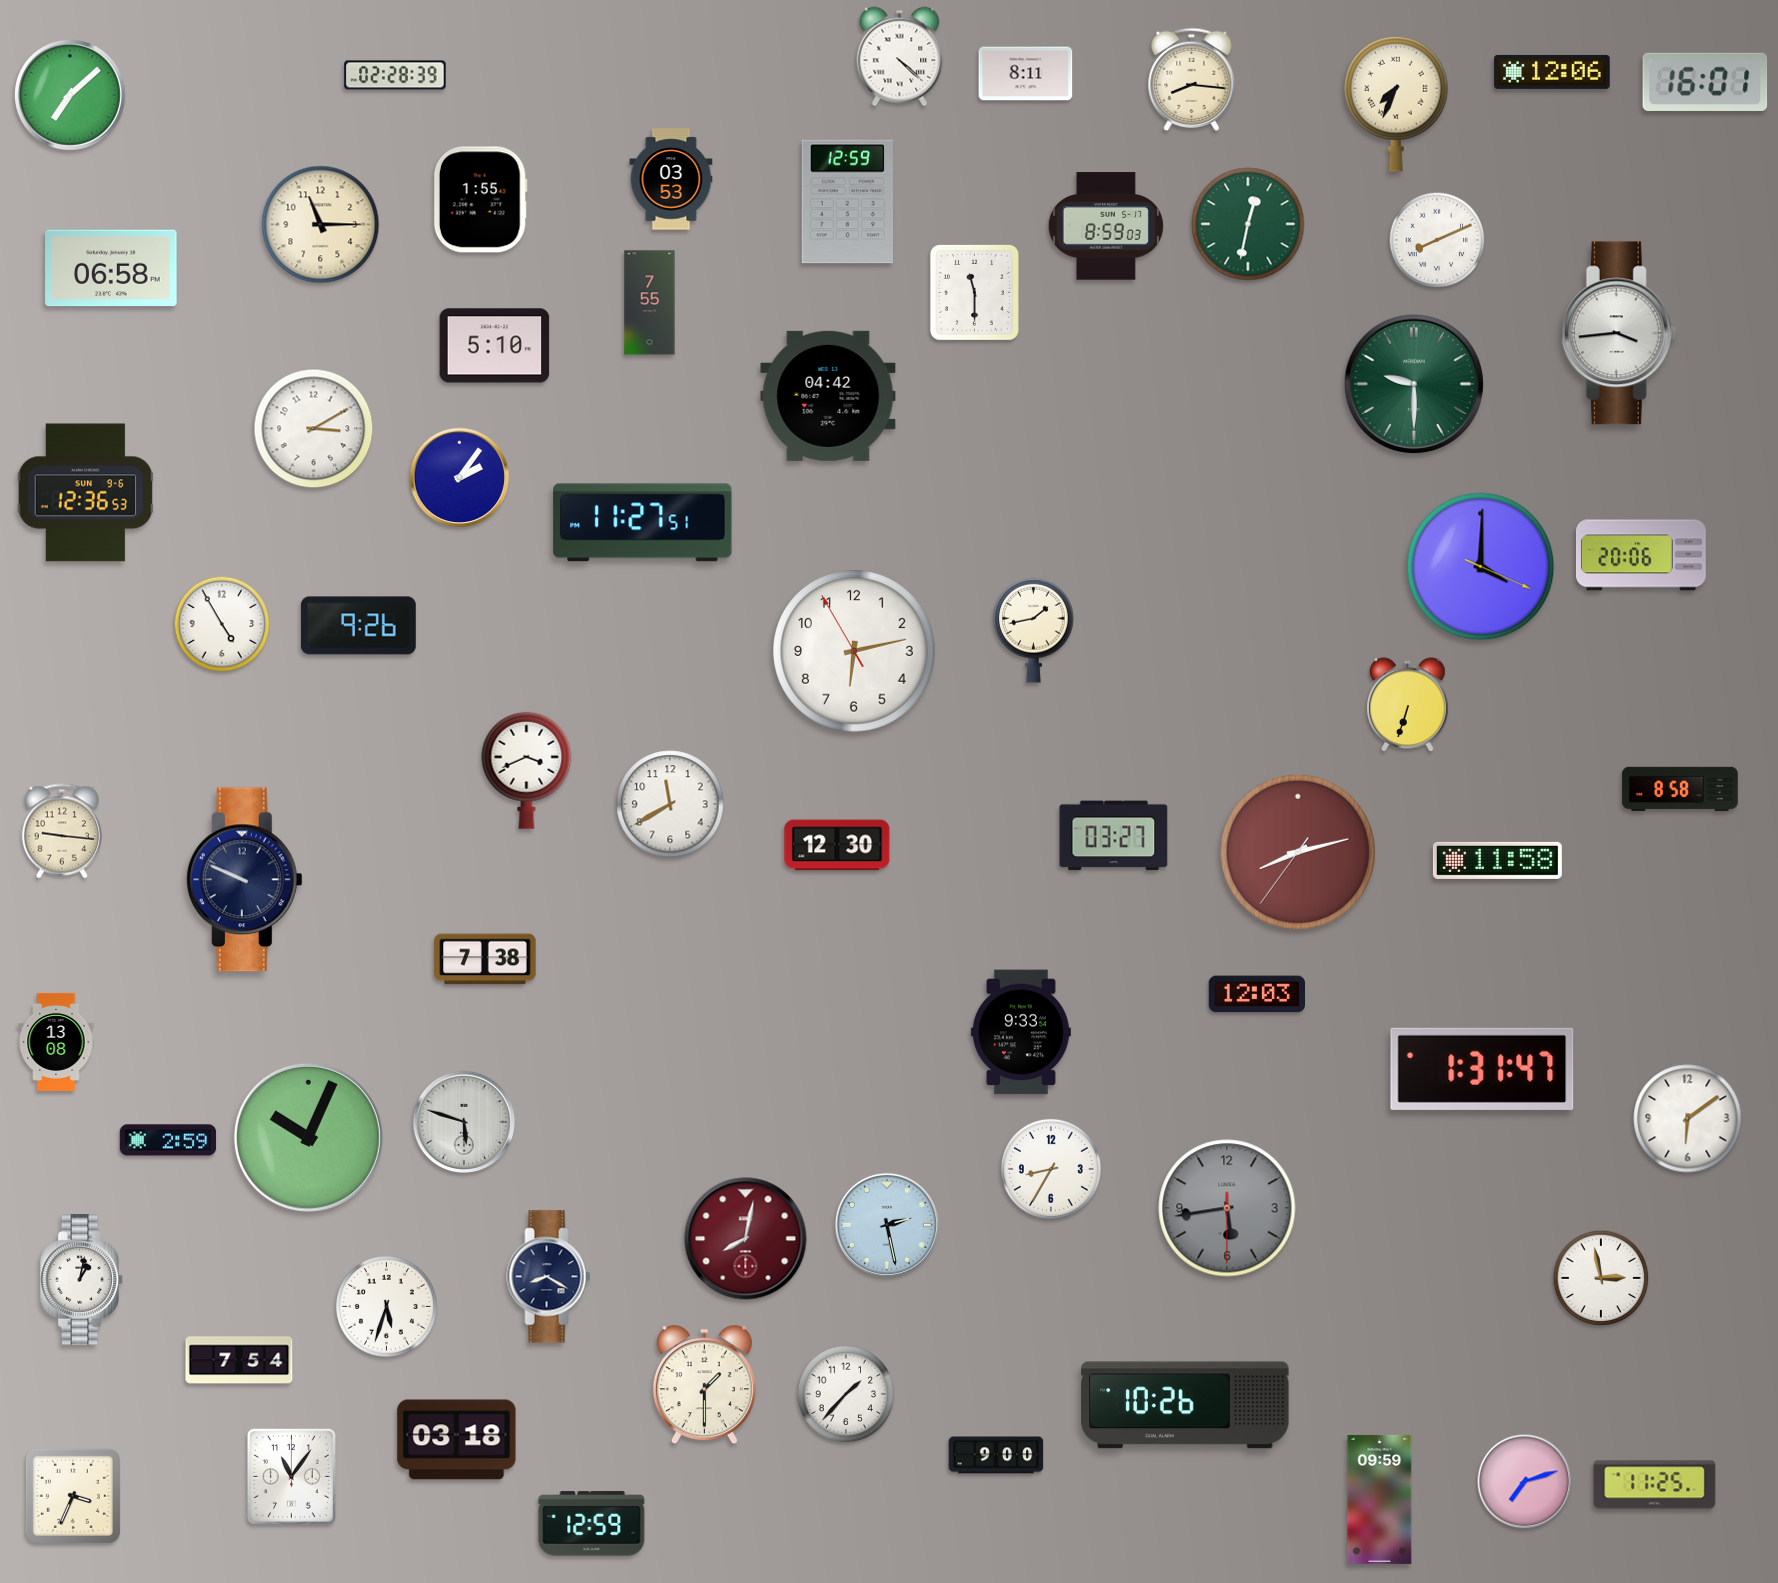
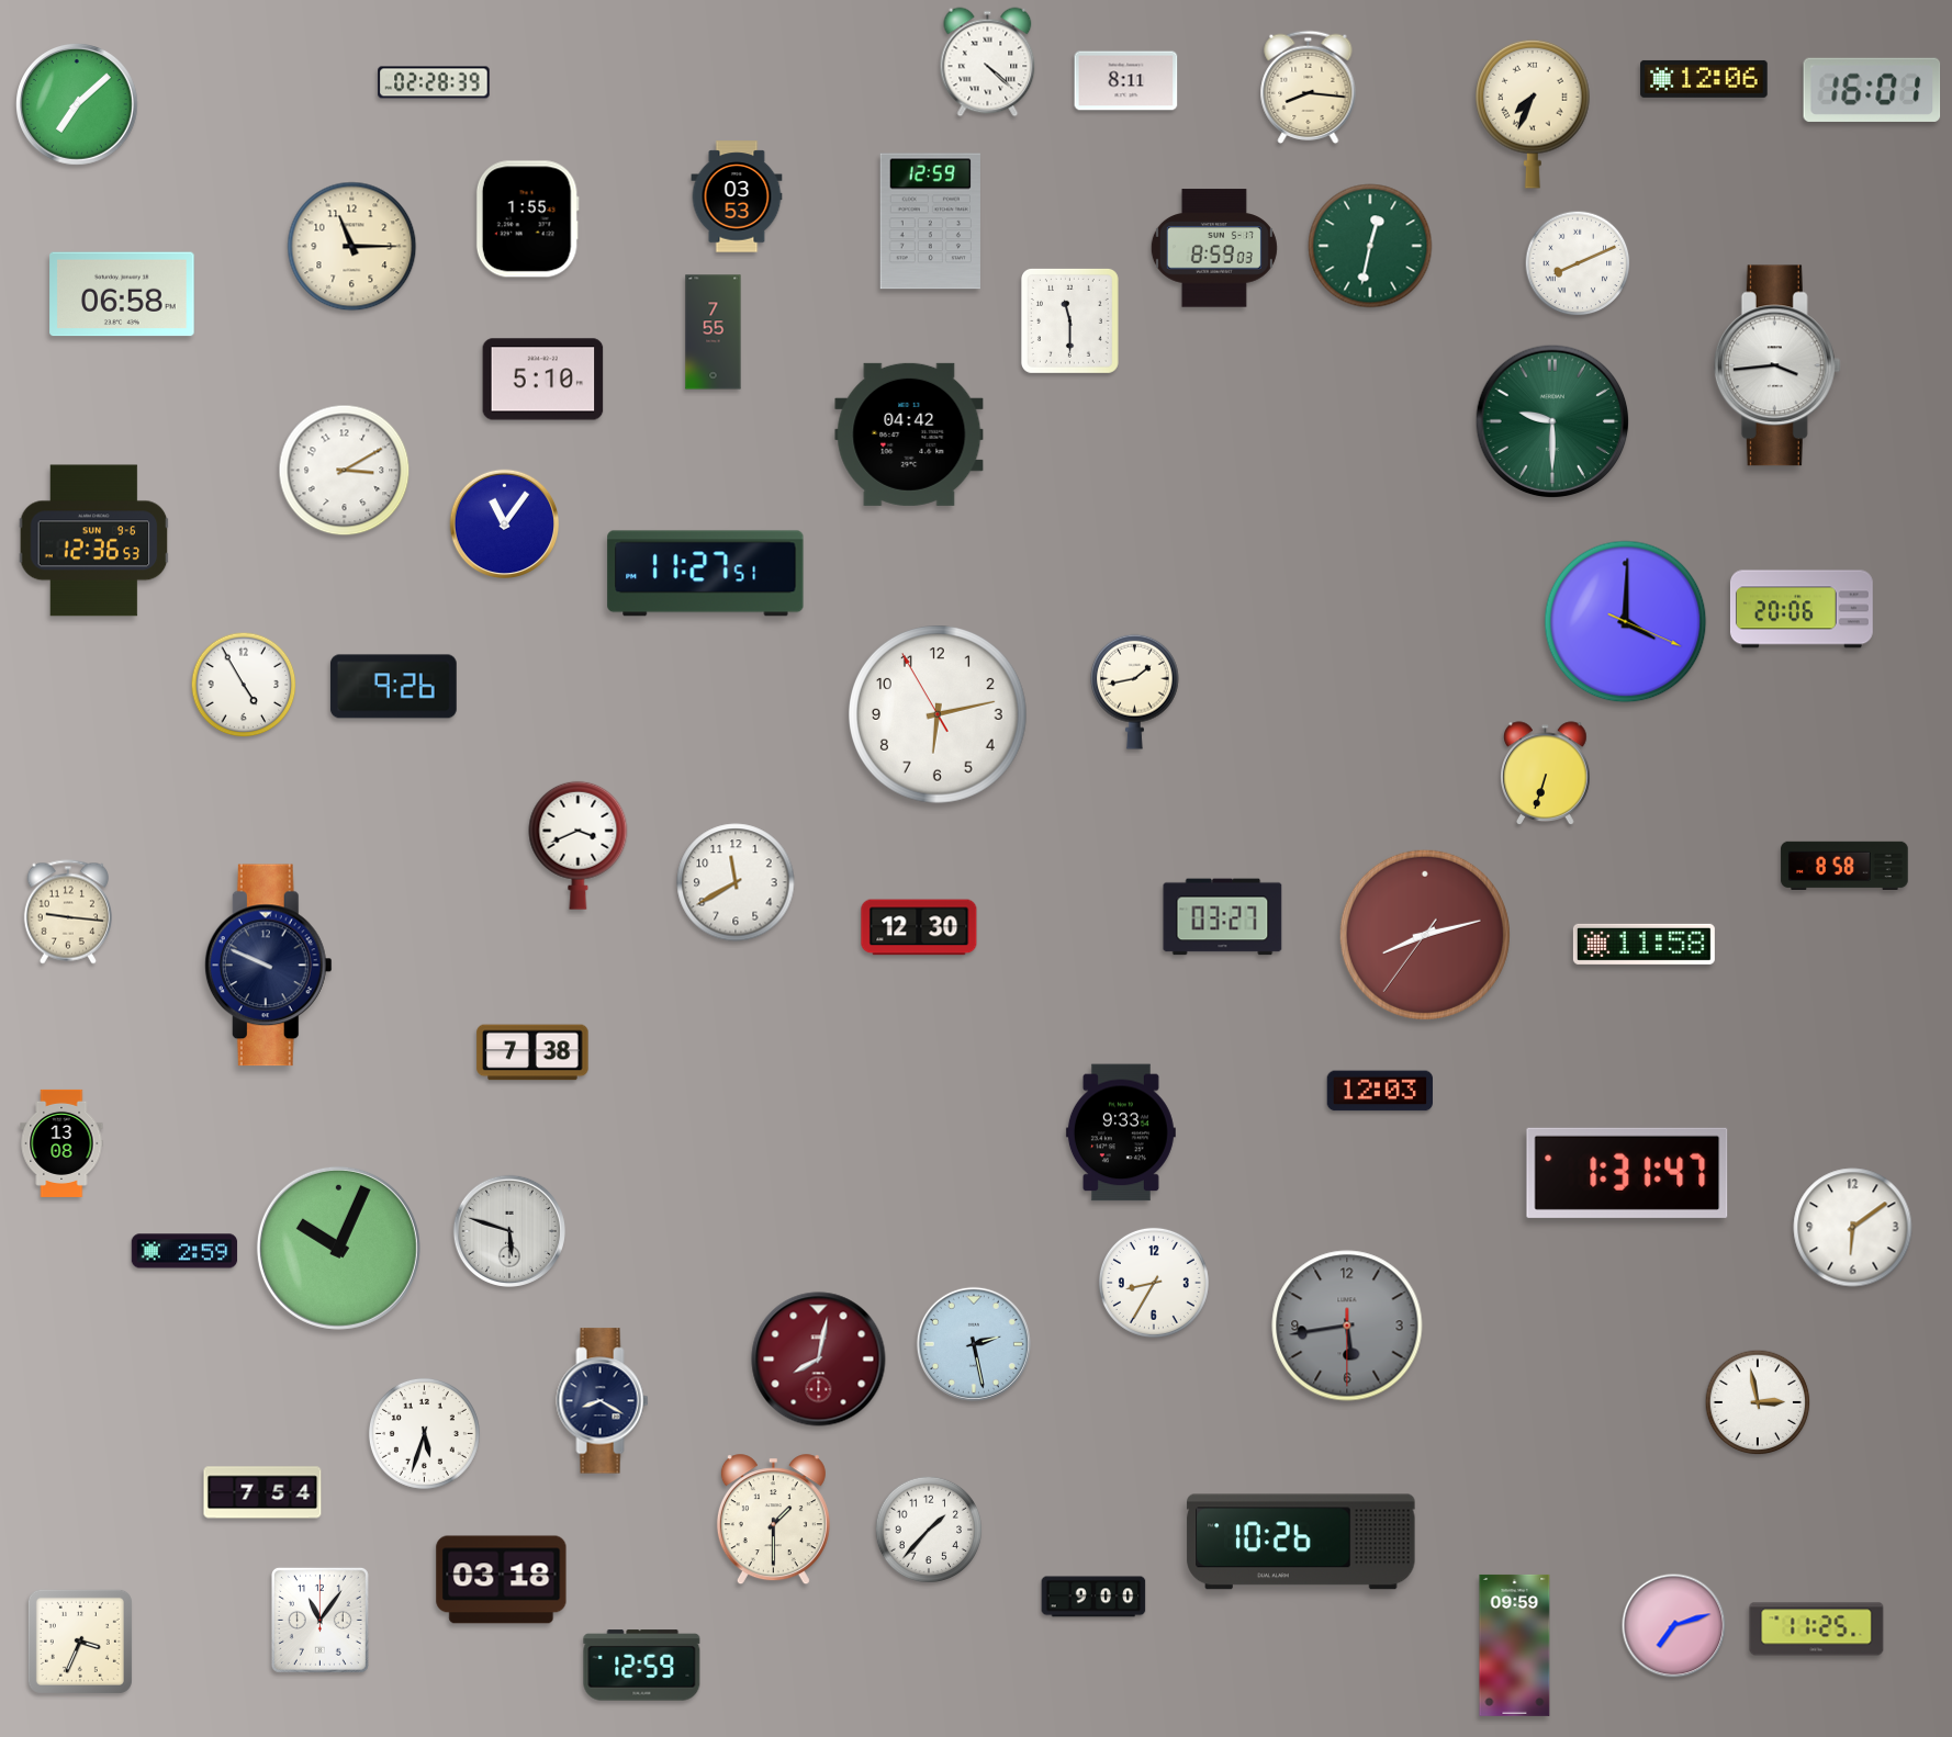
clock at (460, 478): 2:06 -> 11:06
clock at (82, 1280): 1:02 -> none
clock at (592, 1524) position: (592, 1524) -> (642, 1666)
